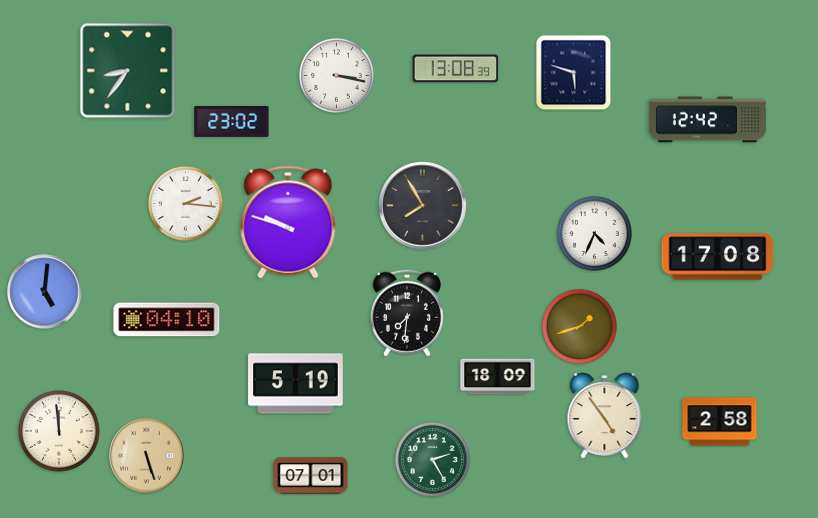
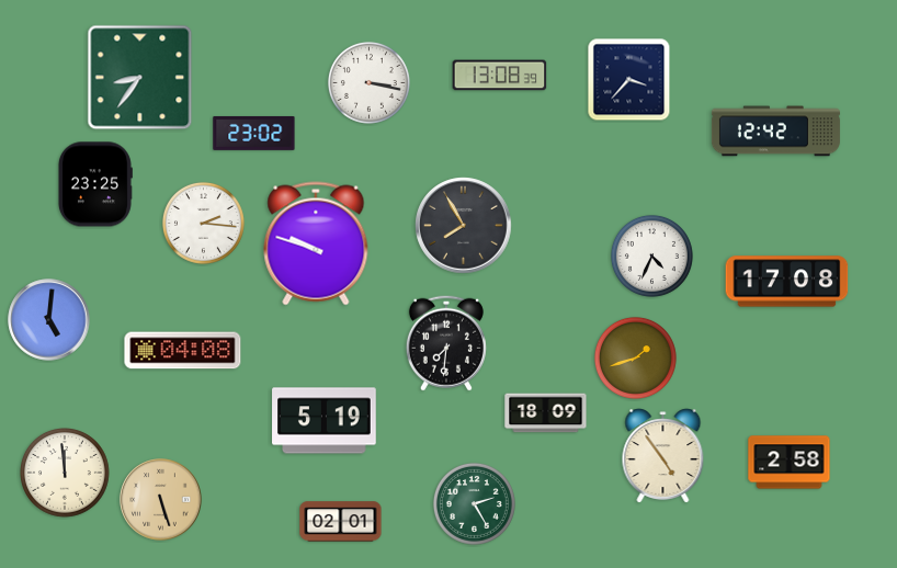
clock at (574, 73): 5:48 -> 3:37
clock at (94, 184): none -> 23:25
clock at (167, 320): 04:10 -> 04:08
clock at (311, 476): 07:01 -> 02:01
